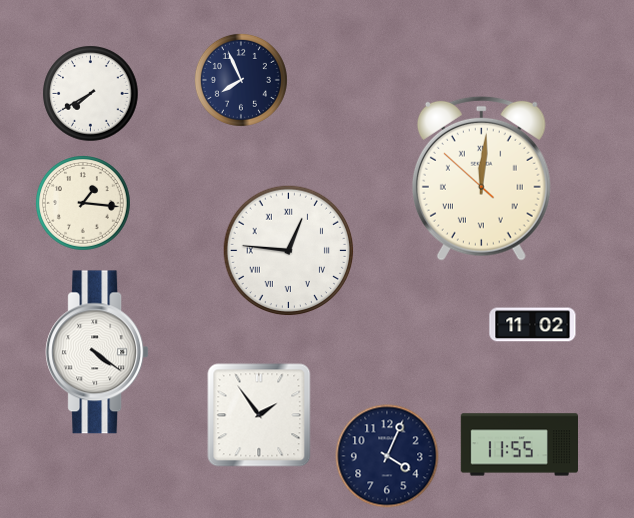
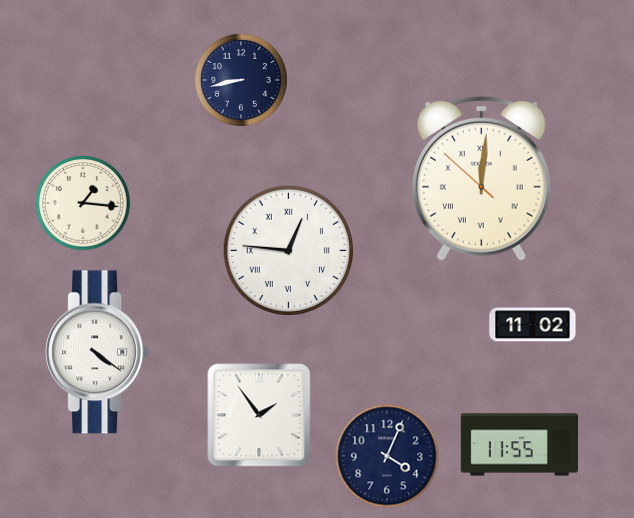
clock at (241, 80): 7:56 -> 8:43
clock at (91, 94): 7:40 -> none
